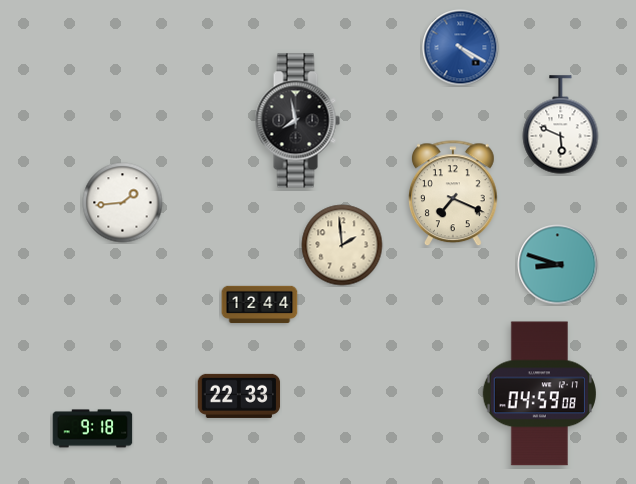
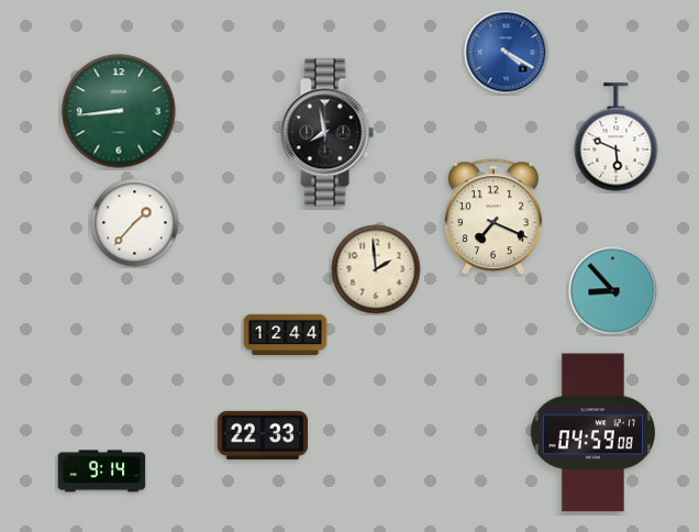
clock at (119, 111): none -> 8:44
clock at (453, 194) position: (453, 194) -> (493, 218)
clock at (123, 203): 1:44 -> 1:37
clock at (558, 265): 8:48 -> 8:53
clock at (93, 429): 9:18 -> 9:14
